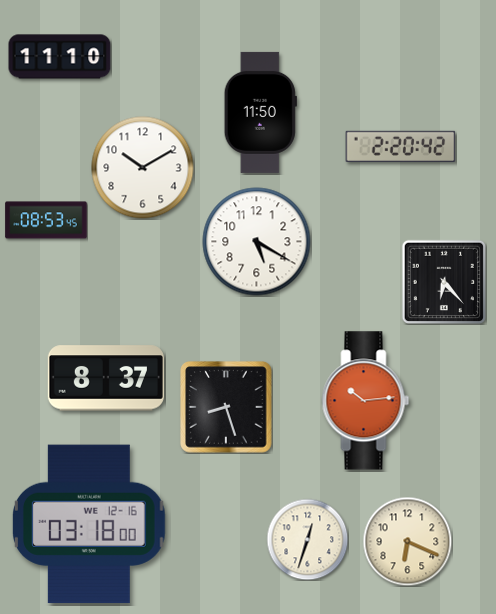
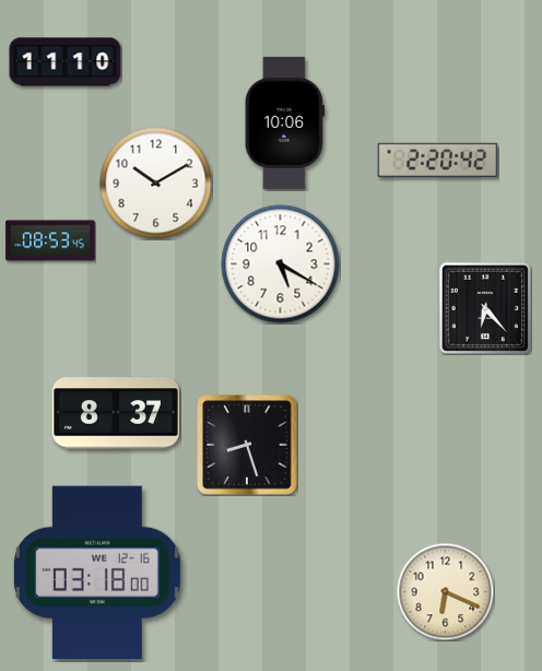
clock at (260, 112): 11:50 -> 10:06
clock at (366, 401): 10:14 -> none
clock at (307, 539): 12:33 -> none
